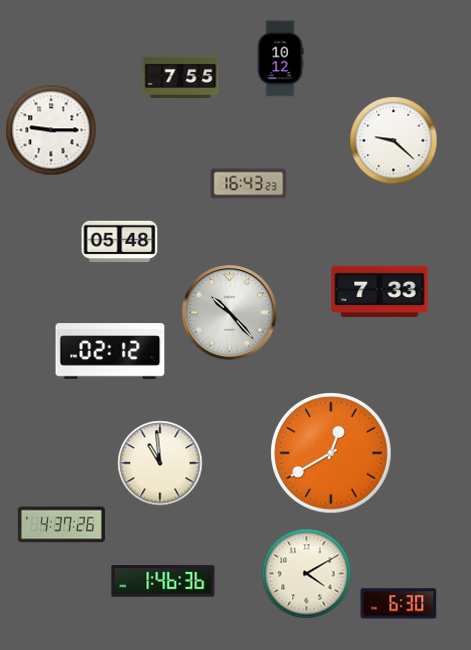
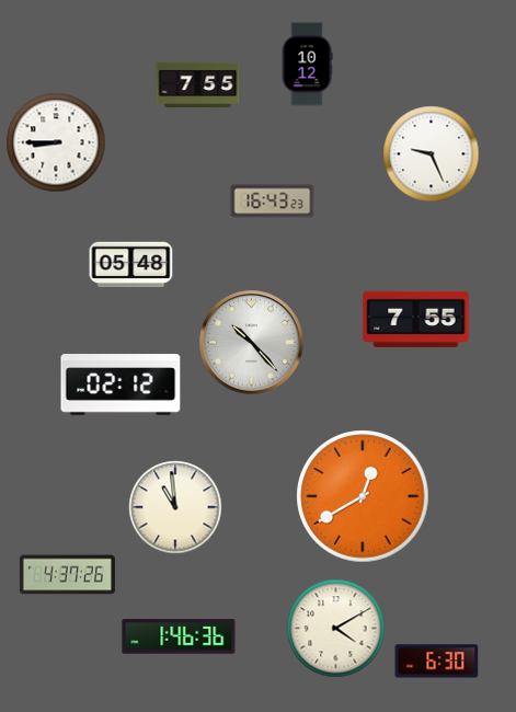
clock at (51, 130): 9:15 -> 8:45
clock at (394, 141): 9:22 -> 9:26
clock at (380, 291): 7:33 -> 7:55
